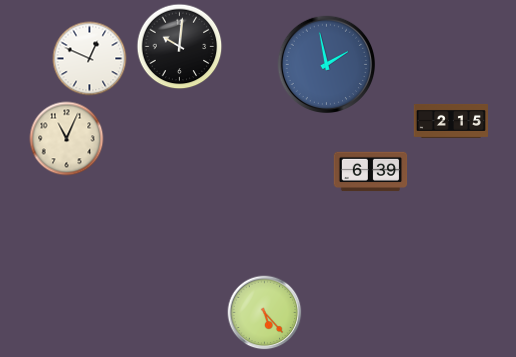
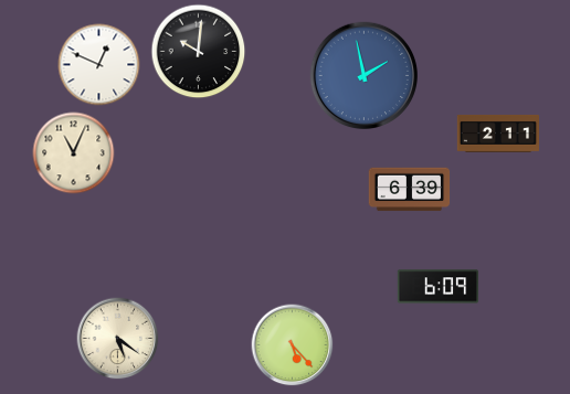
clock at (326, 64) position: (326, 64) -> (363, 75)
clock at (450, 121): 2:15 -> 2:11
clock at (439, 287): none -> 6:09
clock at (118, 339): none -> 5:21
